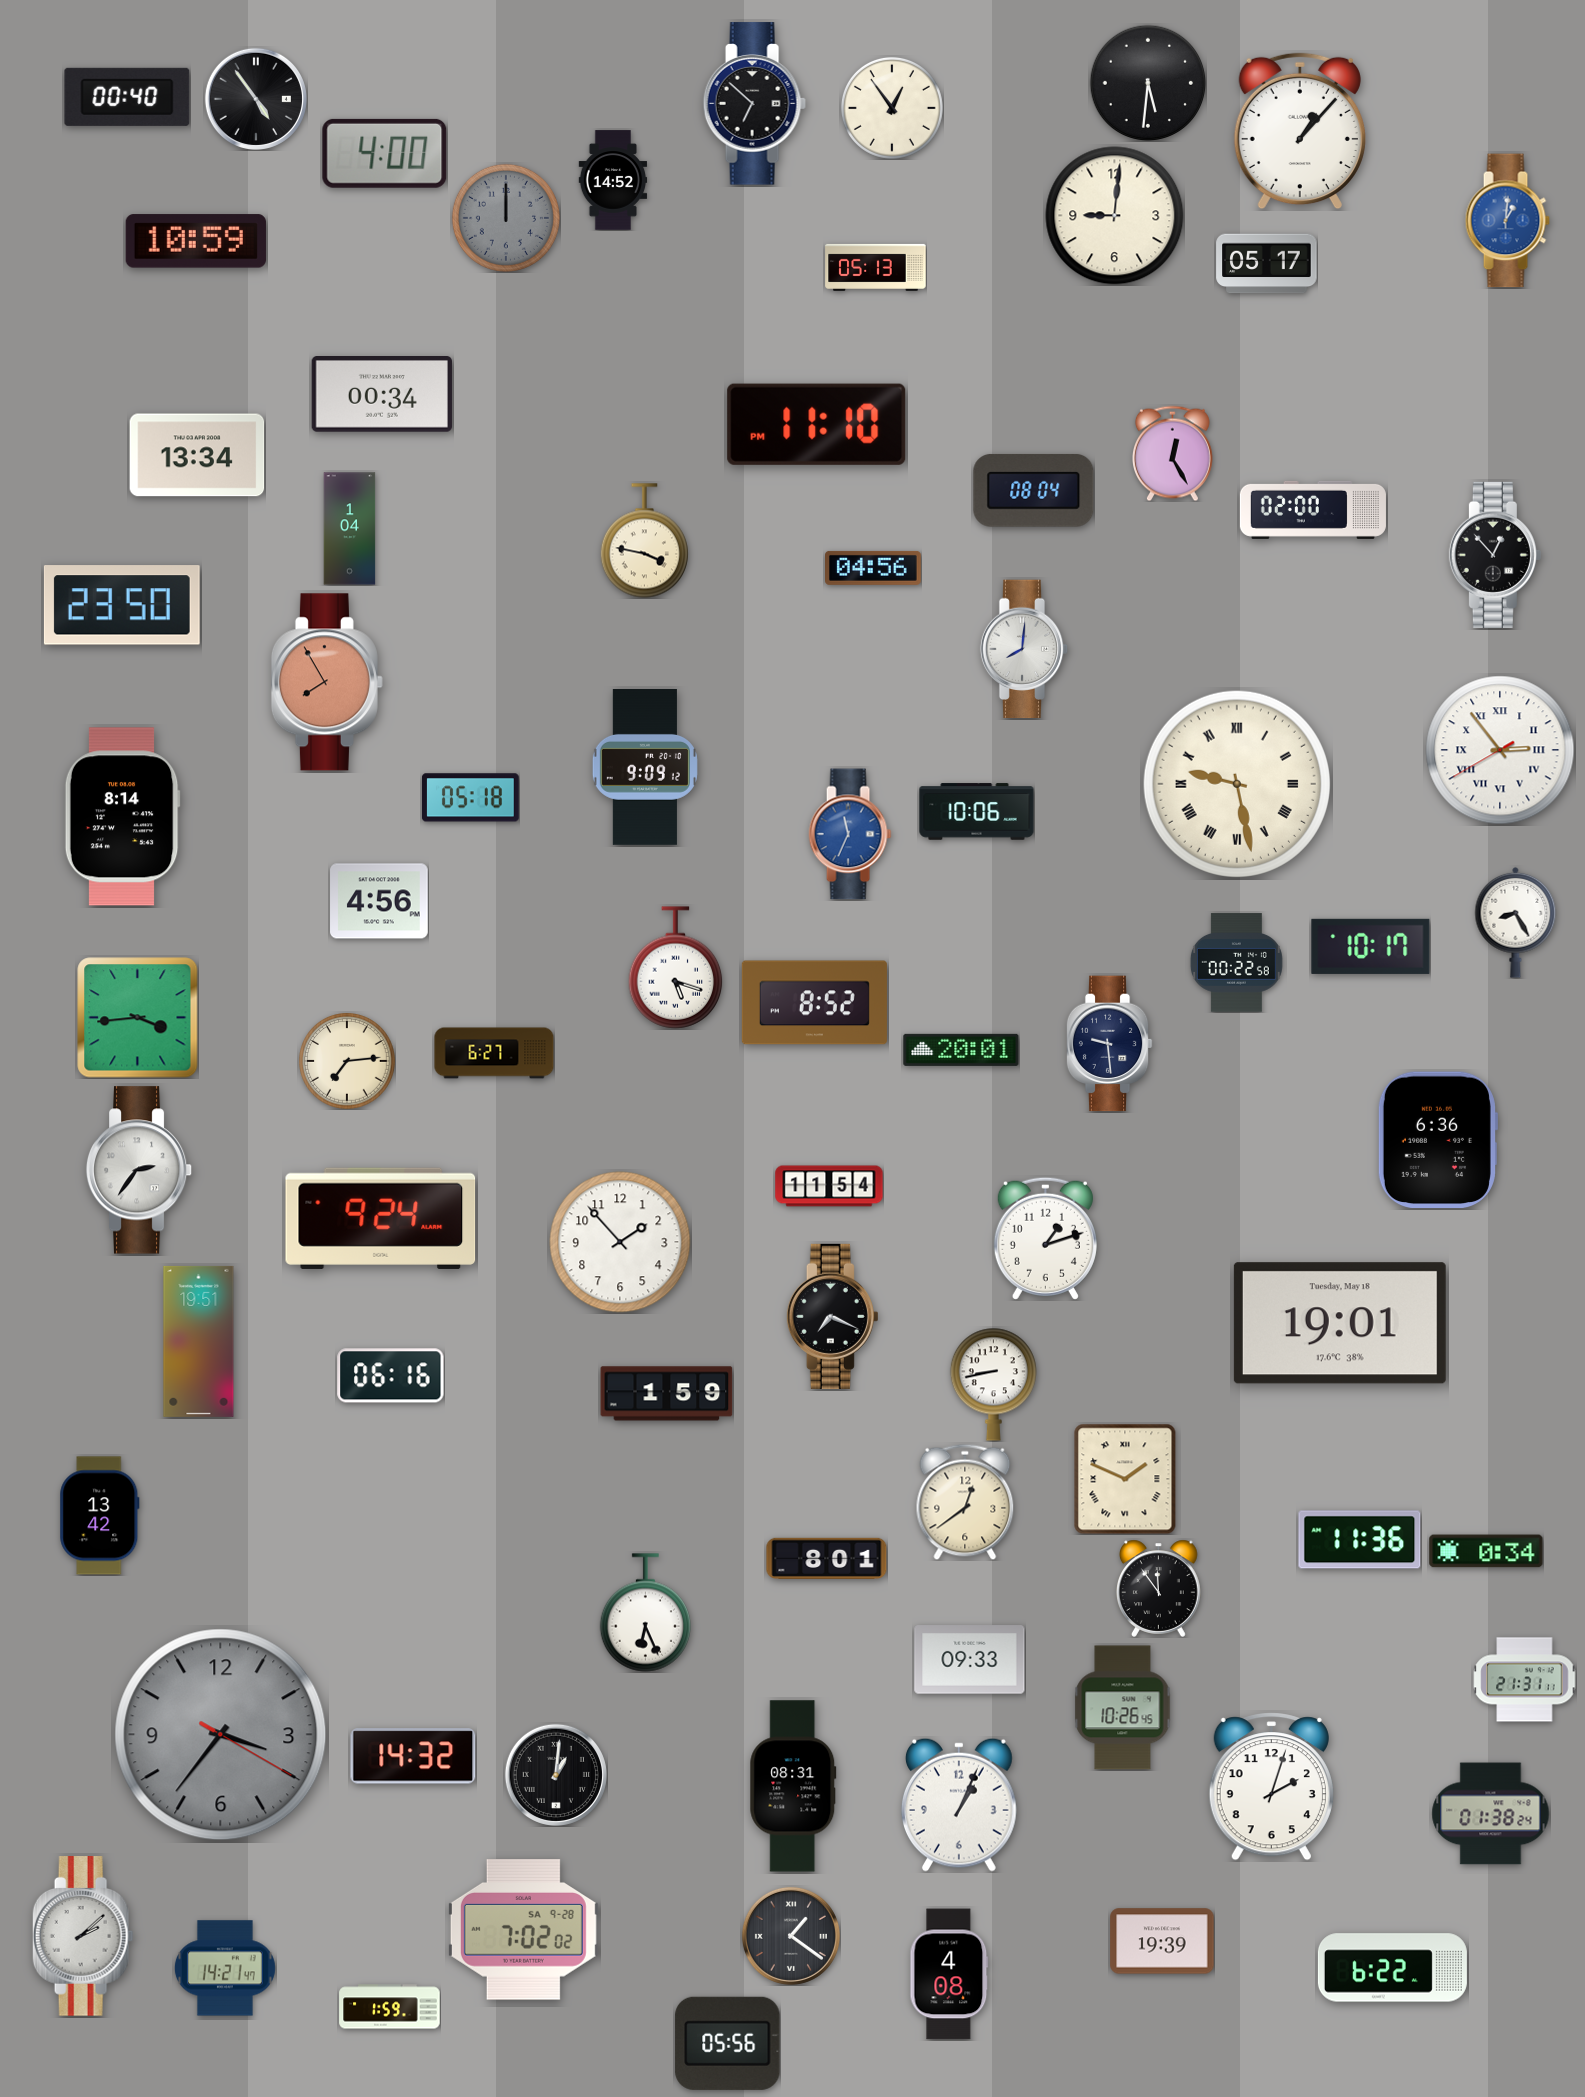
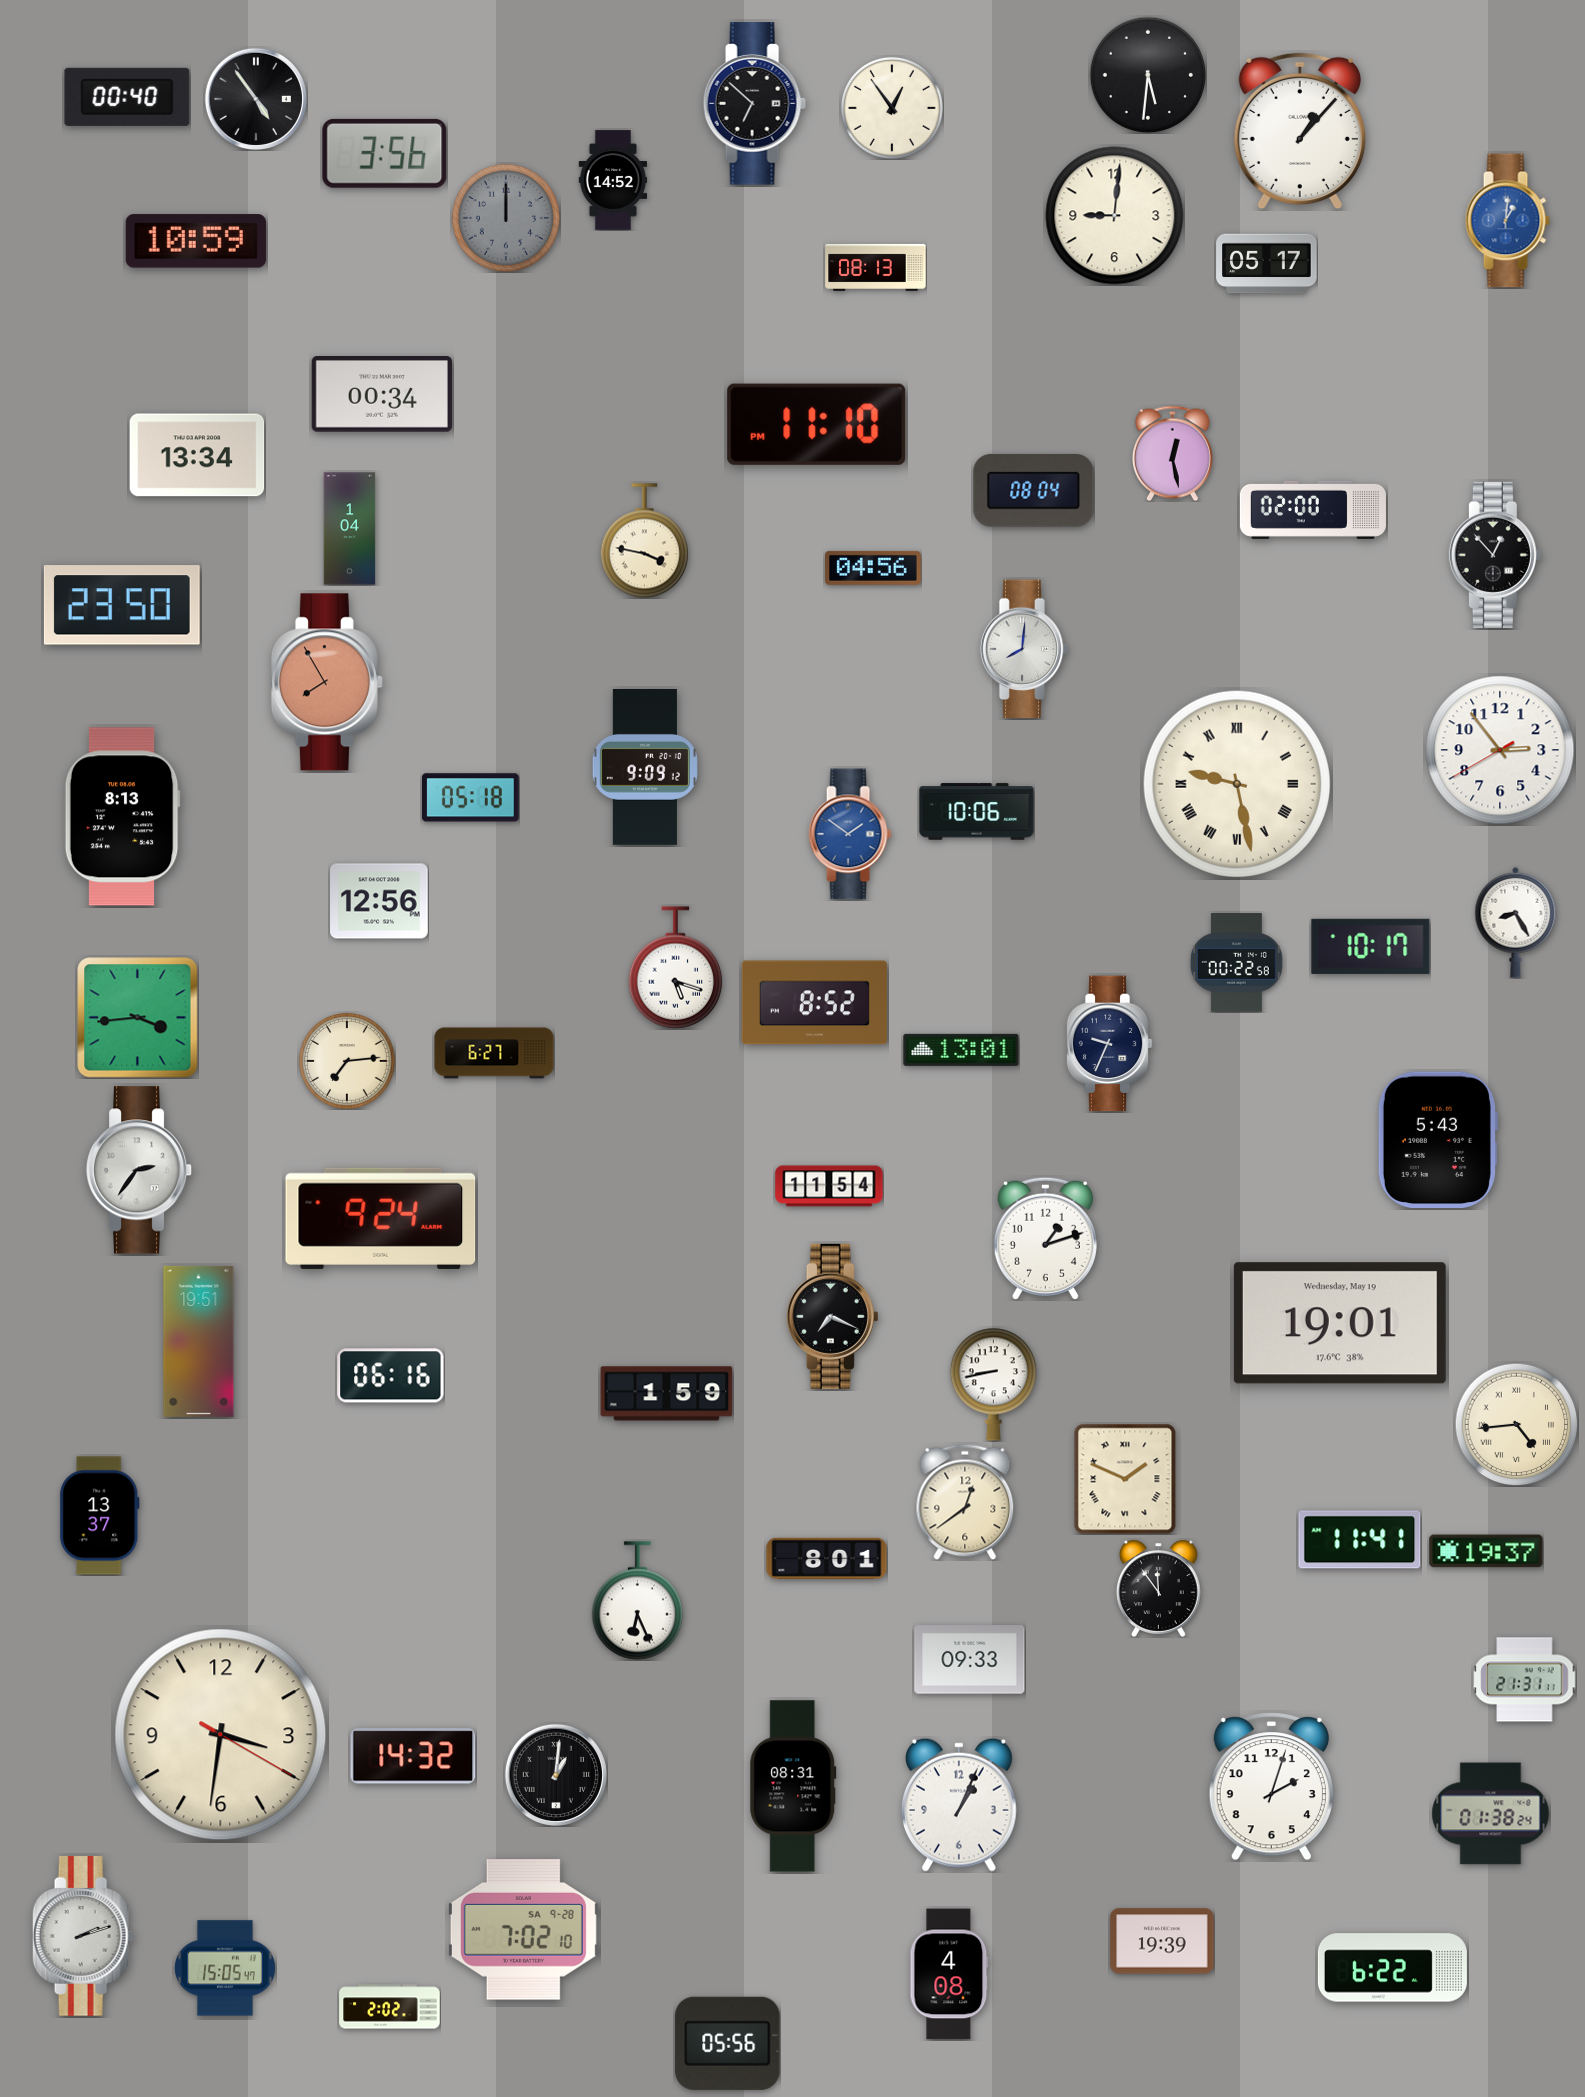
clock at (1148, 83) position: (1148, 83) -> (1148, 75)
clock at (385, 153): 4:00 -> 3:56
clock at (876, 267): 05:13 -> 08:13
clock at (1172, 453): 12:25 -> 12:28
clock at (1500, 750) numerals: Roman -> Arabic
clock at (122, 817): 8:14 -> 8:13
clock at (850, 834): 11:34 -> 1:51
clock at (379, 901): 4:56 -> 12:56
clock at (1109, 1044): 9:29 -> 9:34
clock at (961, 1050): 20:01 -> 13:01
clock at (1437, 1140): 6:36 -> 5:43
clock at (620, 1242): 1:53 -> none
clock at (1340, 1323) date: Tuesday, May 18 -> Wednesday, May 19
clock at (1516, 1424): none -> 4:44
clock at (100, 1516): 13:42 -> 13:37
clock at (1360, 1540): 11:36 -> 11:41
clock at (1486, 1551): 0:34 -> 19:37
clock at (646, 1613) position: (646, 1613) -> (638, 1601)
clock at (1123, 1708): 10:26 -> none
clock at (221, 1735): 3:36 -> 3:31
clock at (221, 1735) dial: grey -> cream
clock at (523, 1930): 7:02:02 -> 7:02:10
clock at (83, 1936): 2:08 -> 2:12
clock at (791, 1936): 1:21 -> none
clock at (225, 1968): 14:21 -> 15:05
clock at (390, 2007): 1:59 -> 2:02
